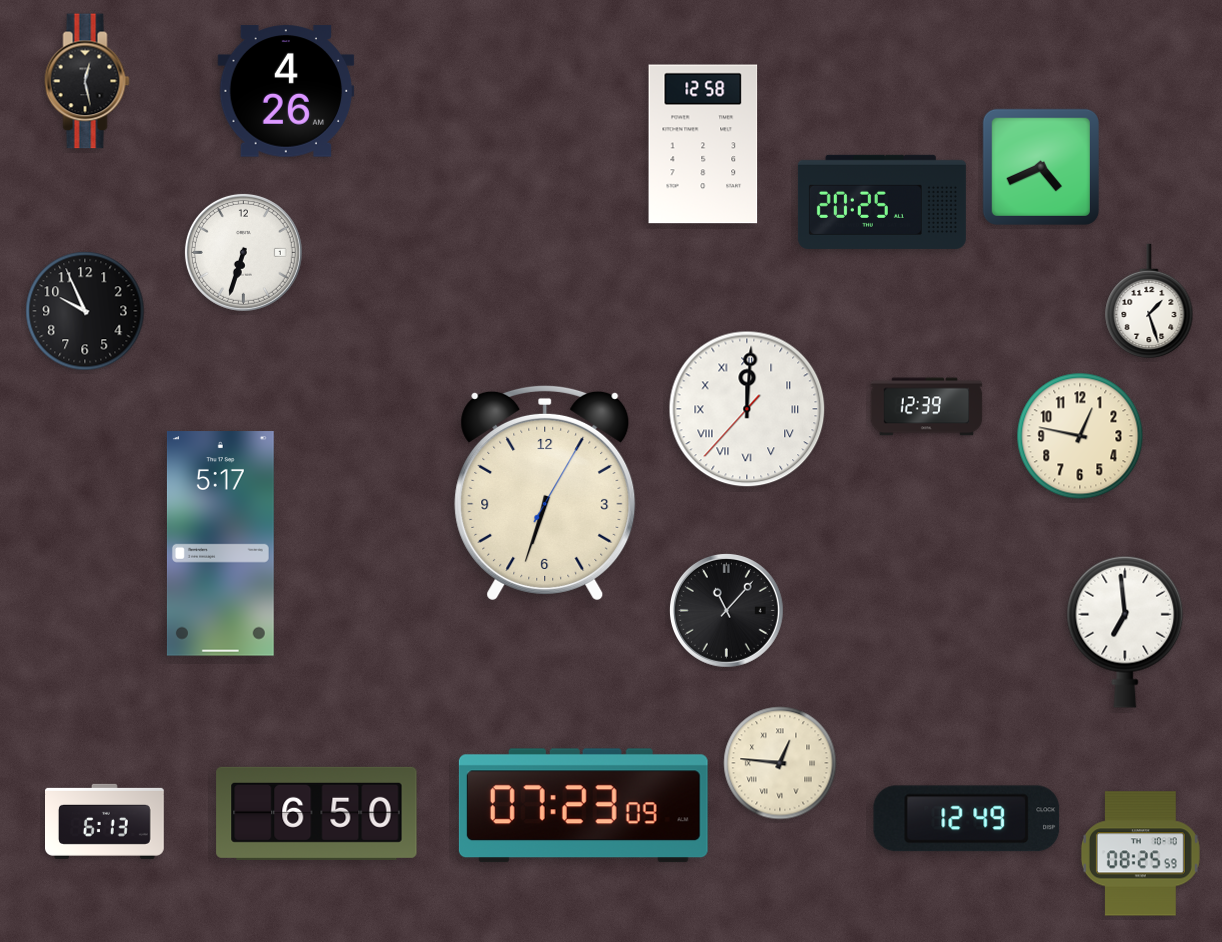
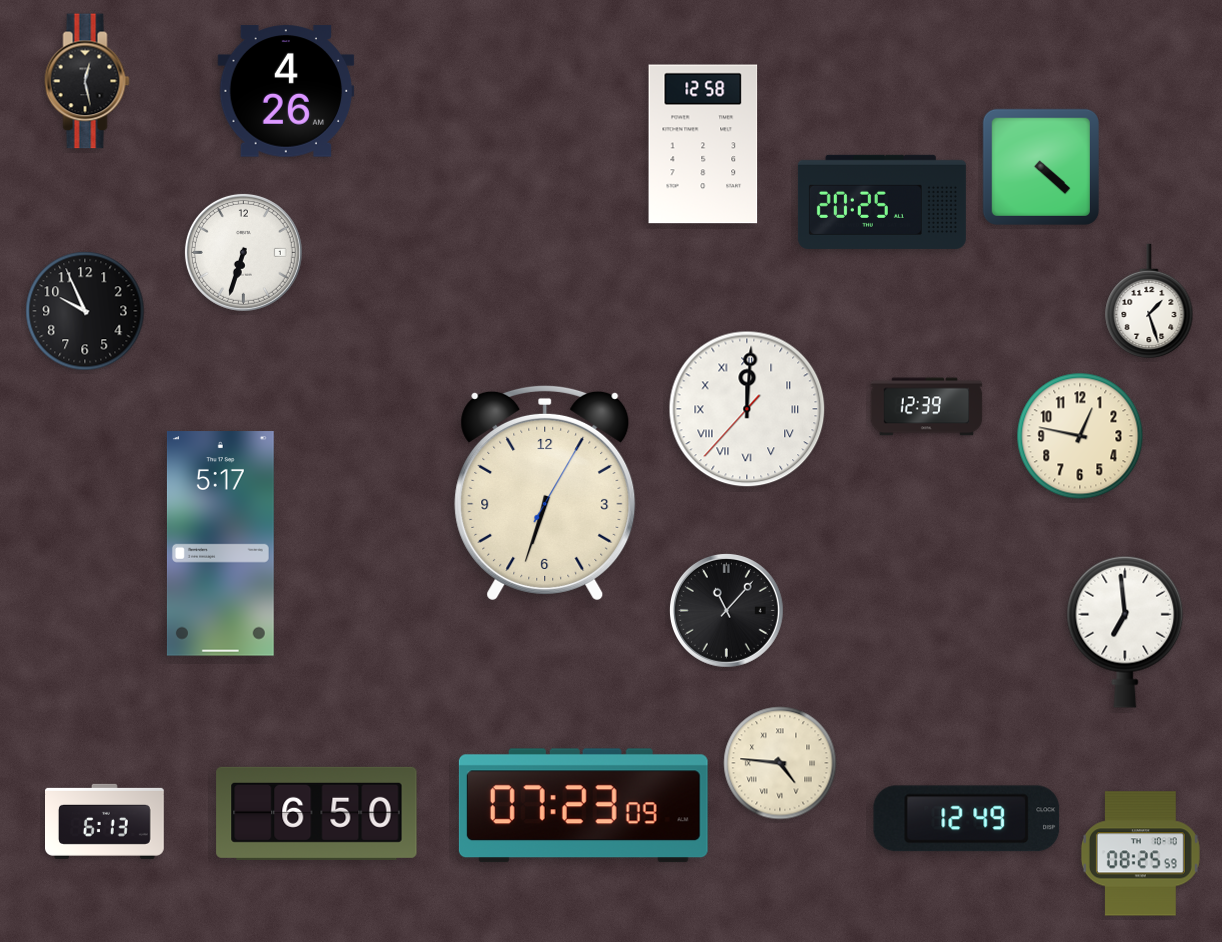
clock at (1041, 167): 4:41 -> 4:22
clock at (780, 763): 12:46 -> 4:46
